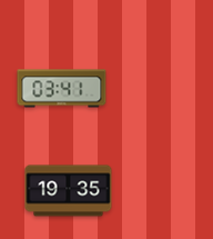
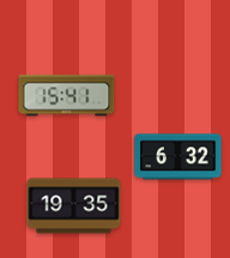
clock at (62, 89): 03:41 -> 15:41
clock at (178, 157): none -> 6:32
